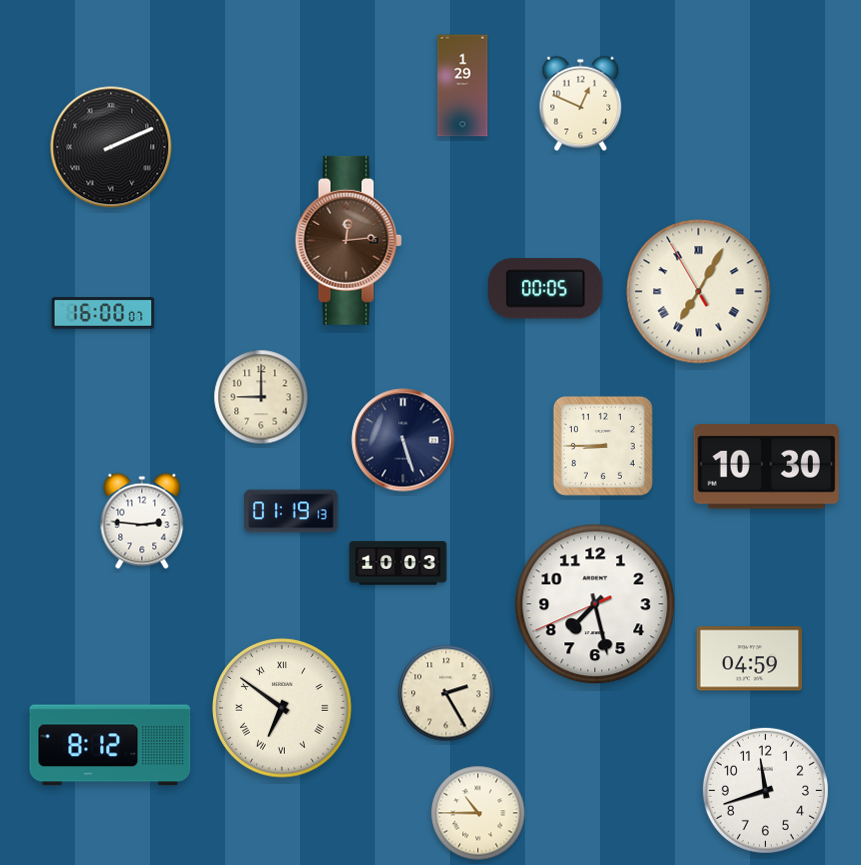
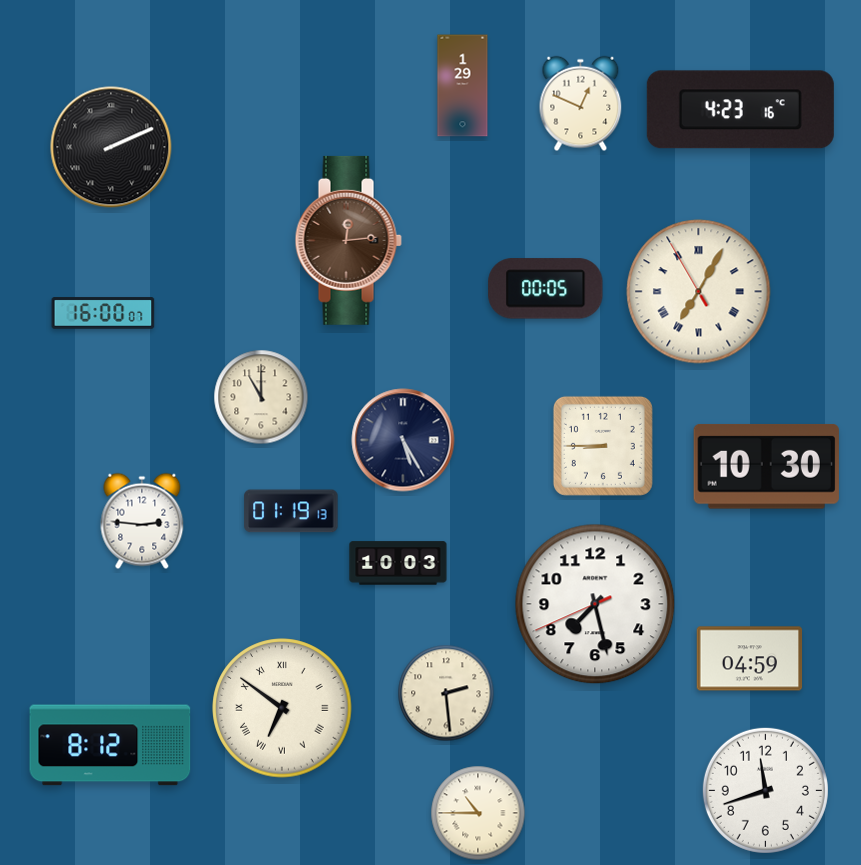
clock at (740, 110): none -> 4:23
clock at (261, 397): 9:00 -> 11:00
clock at (403, 440): 5:27 -> 5:25
clock at (446, 693): 2:25 -> 2:29
